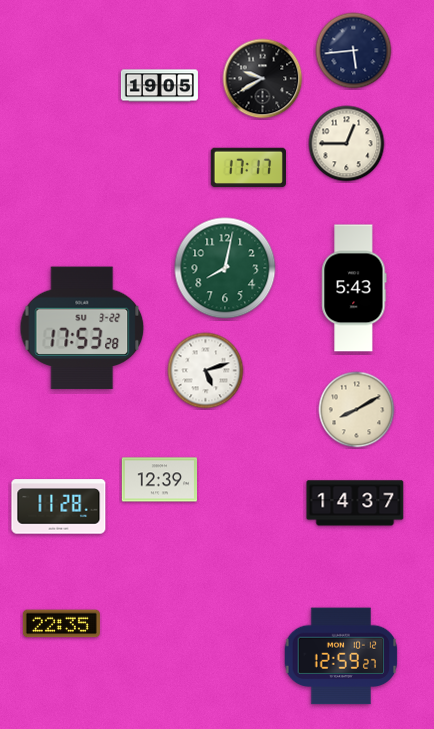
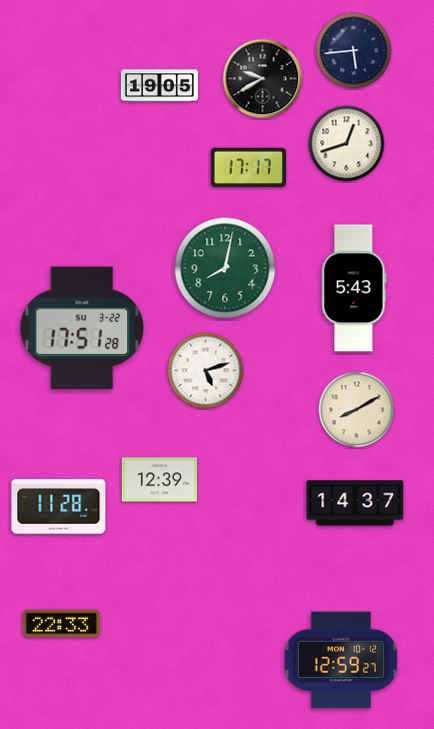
clock at (347, 144): 12:45 -> 12:42
clock at (82, 328): 17:53 -> 17:51
clock at (61, 624): 22:35 -> 22:33
clock at (341, 656) position: (341, 656) -> (341, 660)
